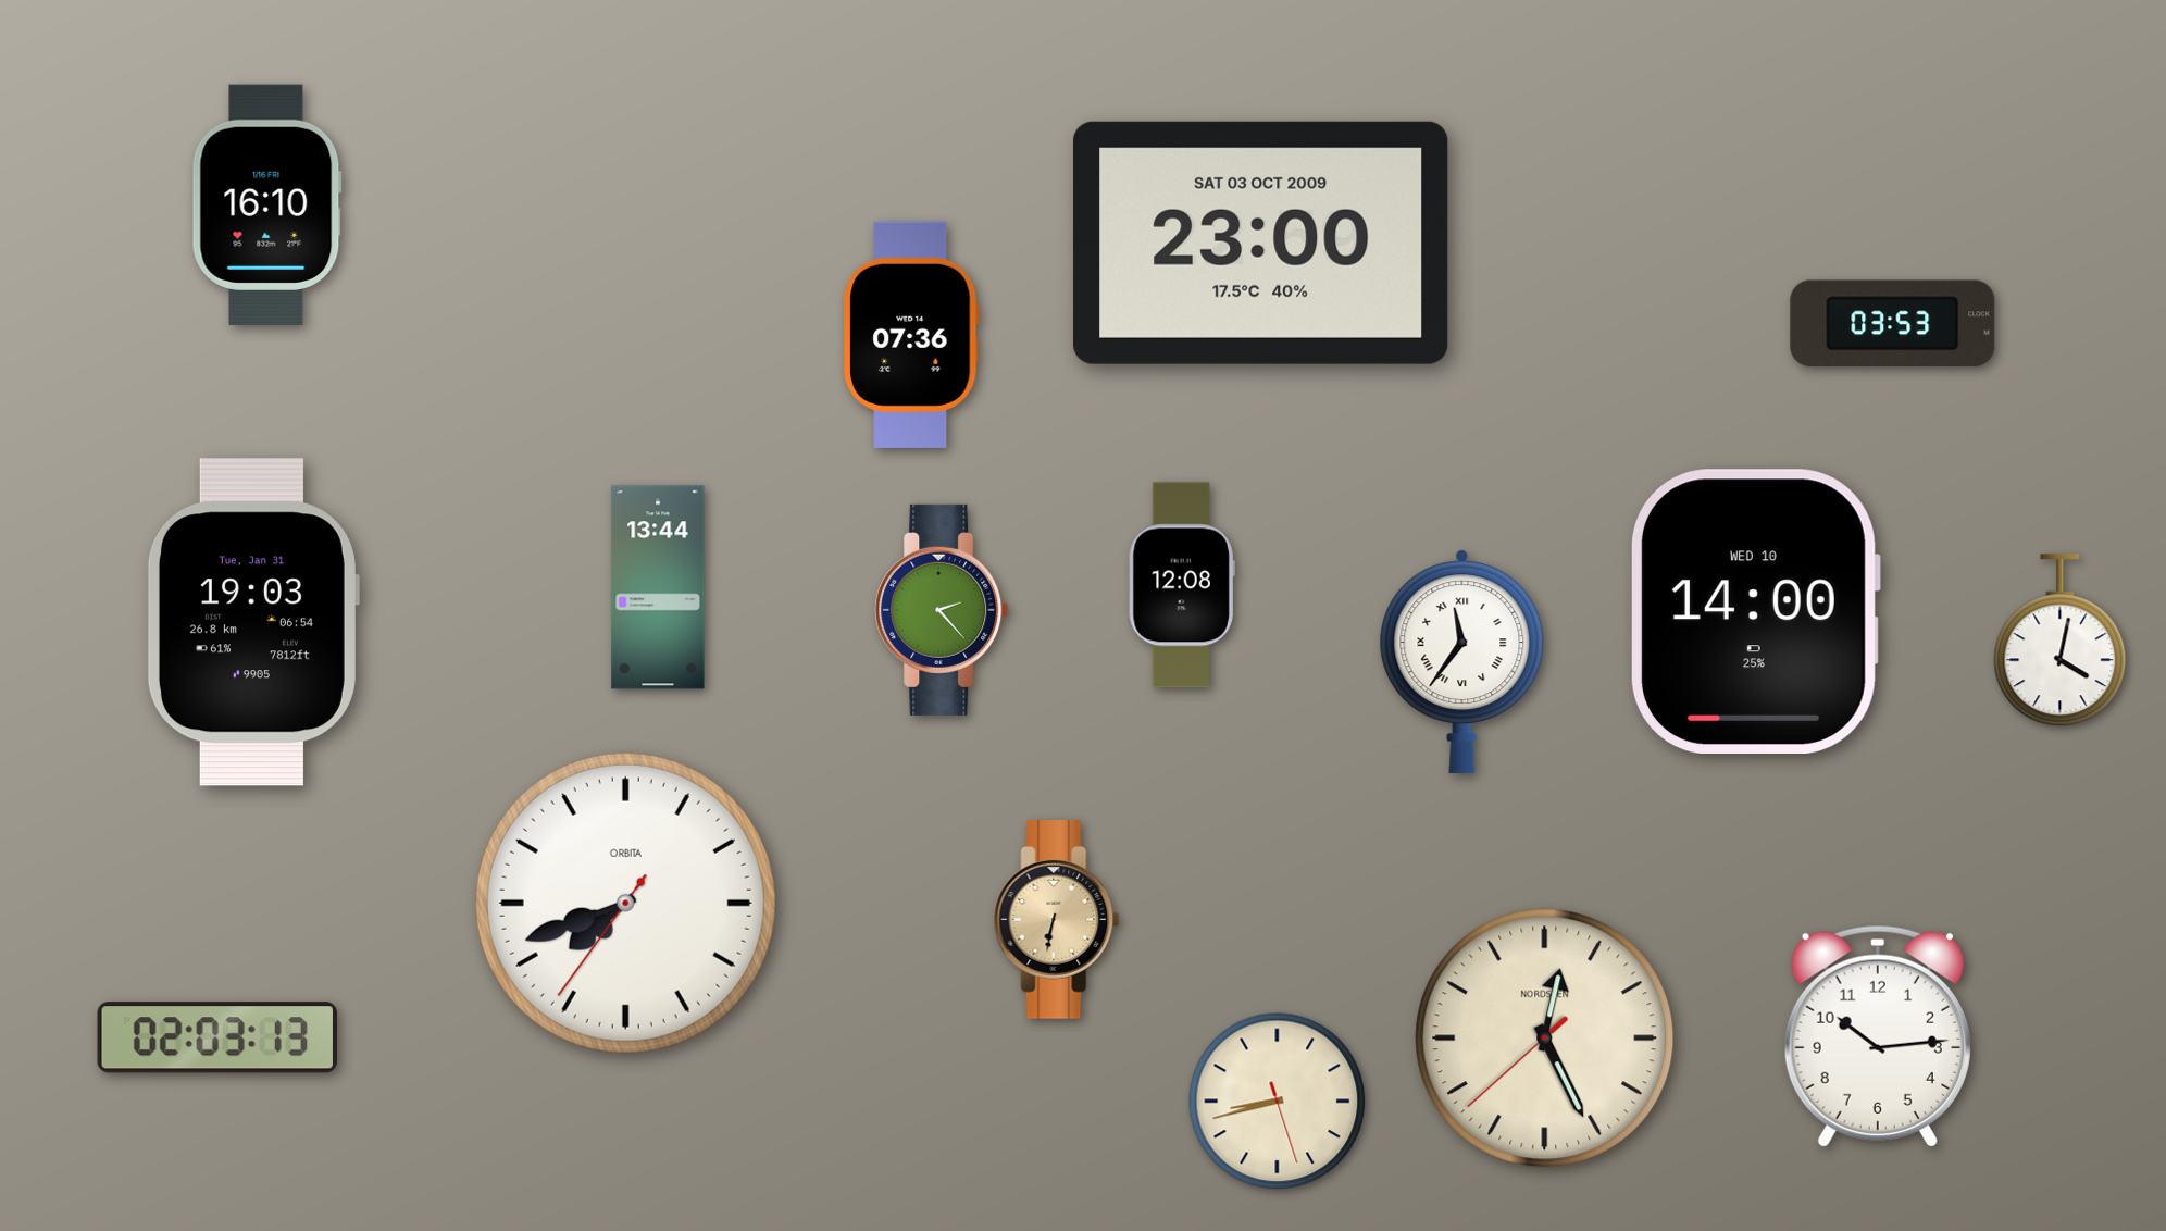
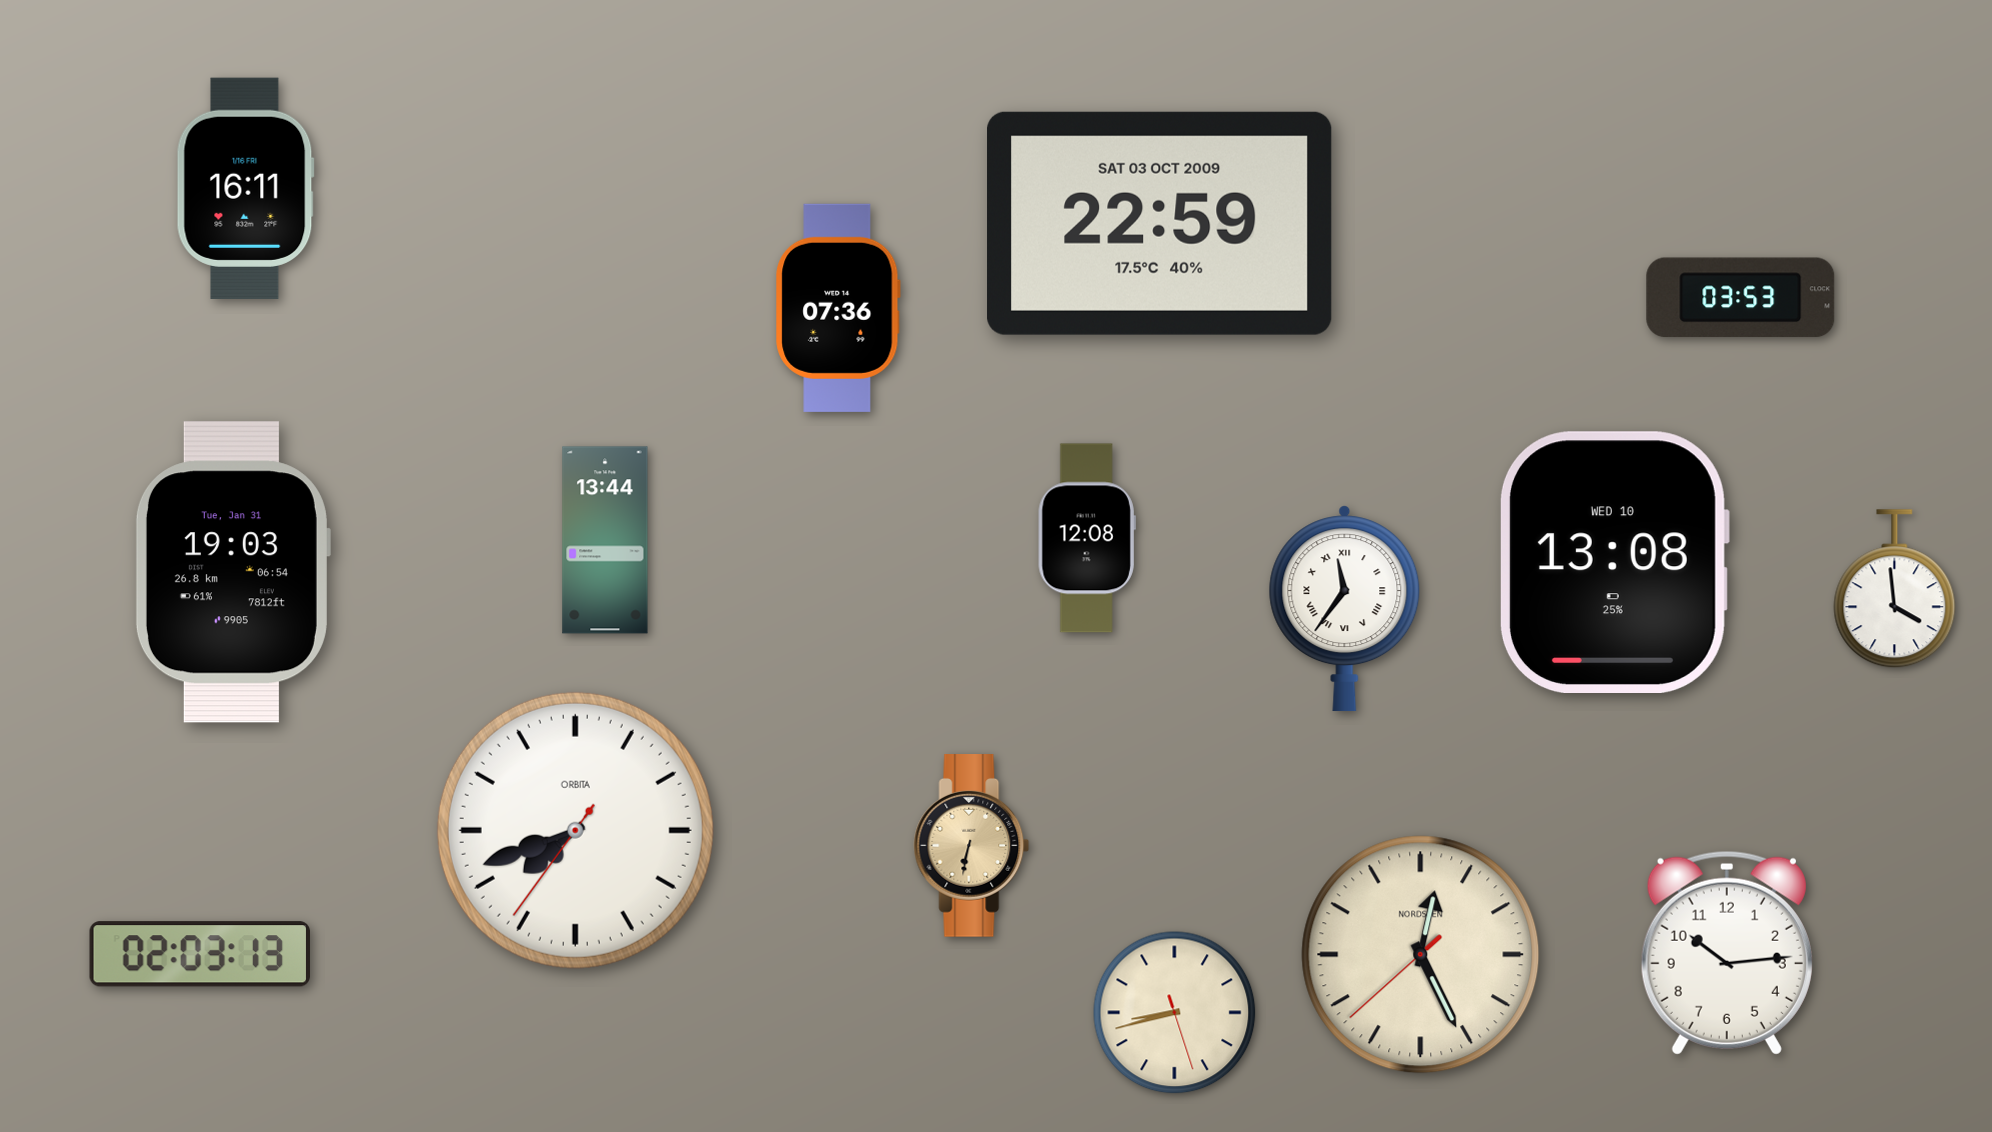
clock at (266, 204): 16:10 -> 16:11
clock at (1261, 243): 23:00 -> 22:59
clock at (942, 610): 2:23 -> none
clock at (1755, 611): 14:00 -> 13:08
clock at (2061, 641): 4:02 -> 3:59
